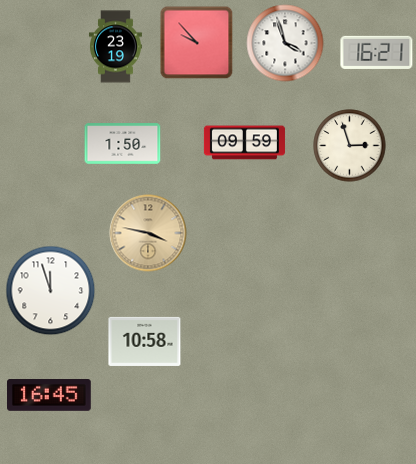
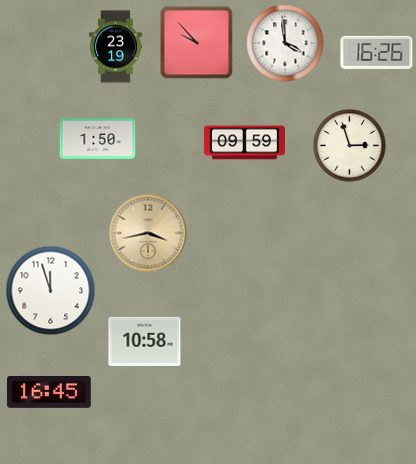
clock at (285, 43): 3:57 -> 3:59
clock at (377, 52): 16:21 -> 16:26
clock at (123, 144) position: (123, 144) -> (98, 139)
clock at (148, 233): 3:47 -> 3:43
clock at (50, 396) position: (50, 396) -> (50, 393)
